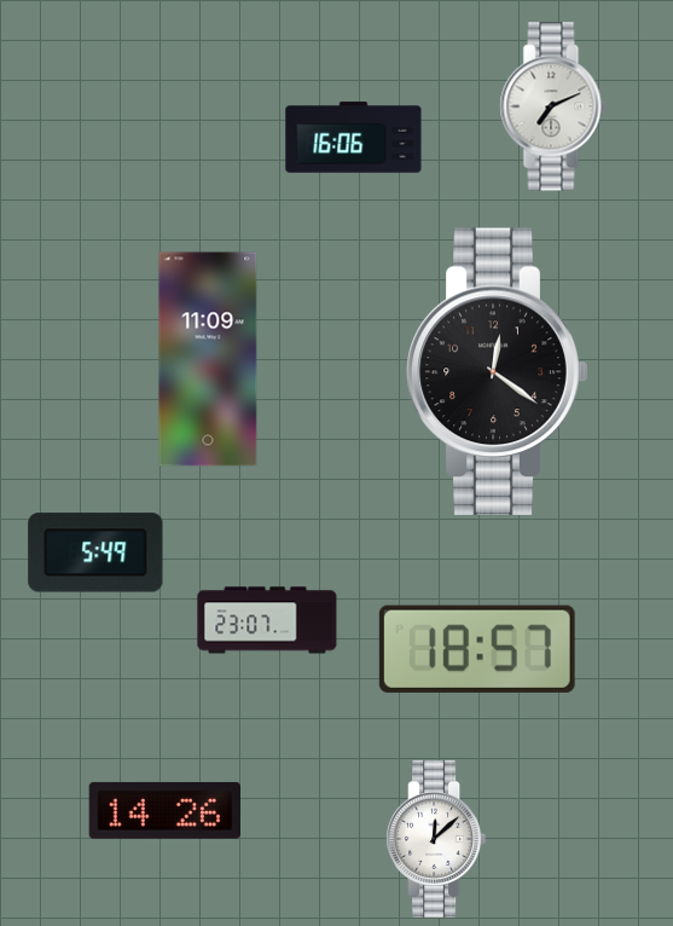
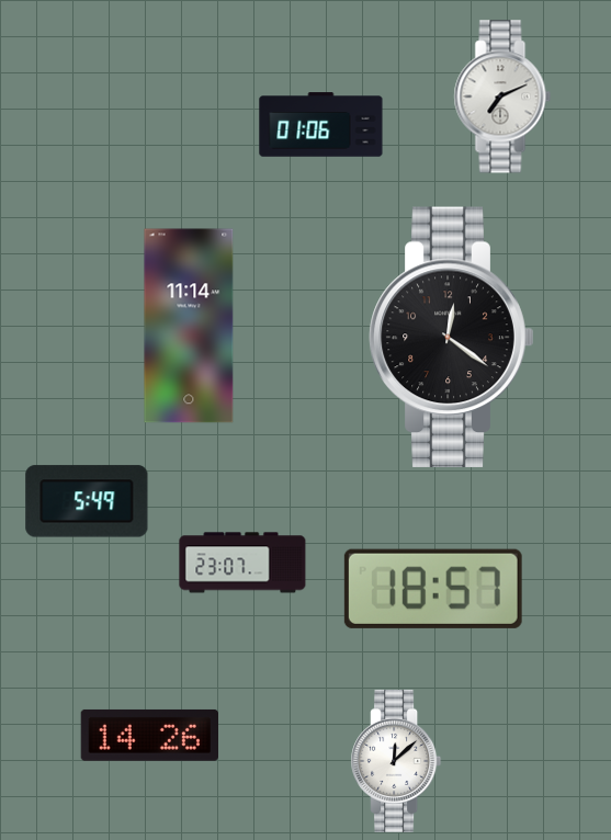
clock at (354, 138): 16:06 -> 01:06
clock at (208, 359): 11:09 -> 11:14
